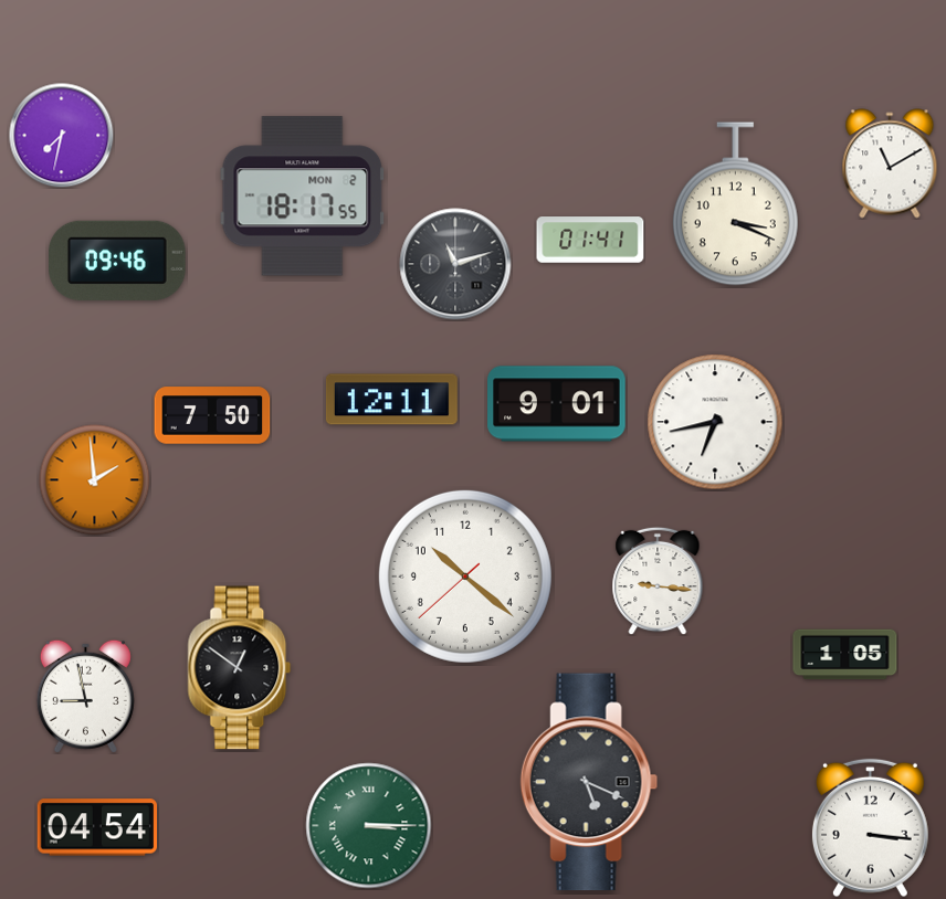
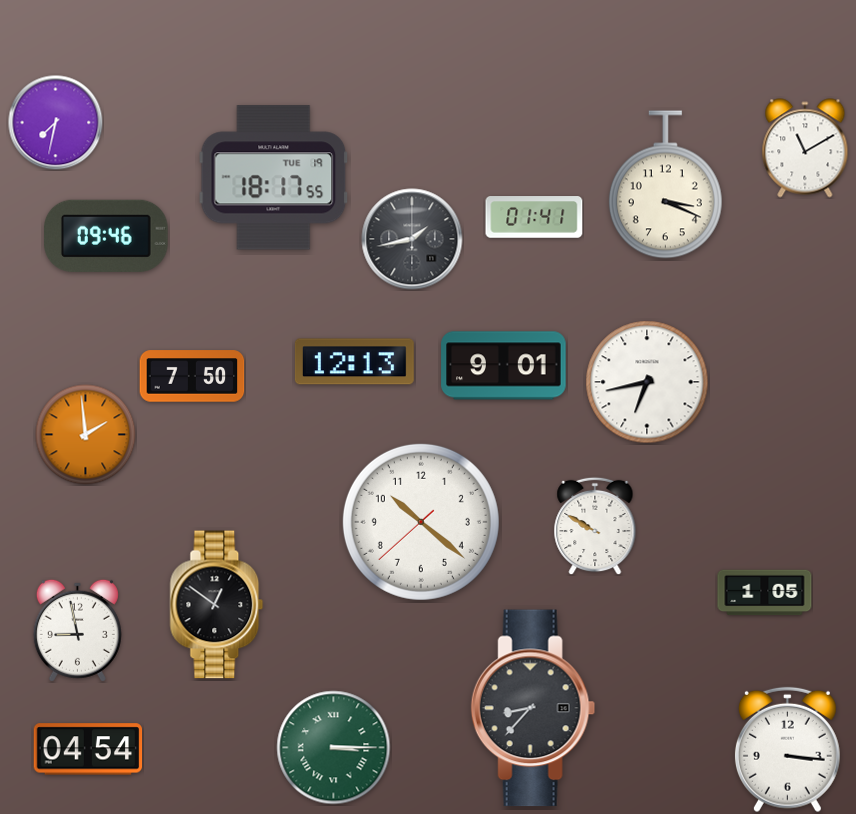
clock at (303, 197) date: MON 2 -> TUE 19
clock at (455, 264): 11:12 -> 1:43
clock at (391, 400): 12:11 -> 12:13
clock at (658, 581): 9:16 -> 9:50
clock at (589, 782): 5:19 -> 8:37
